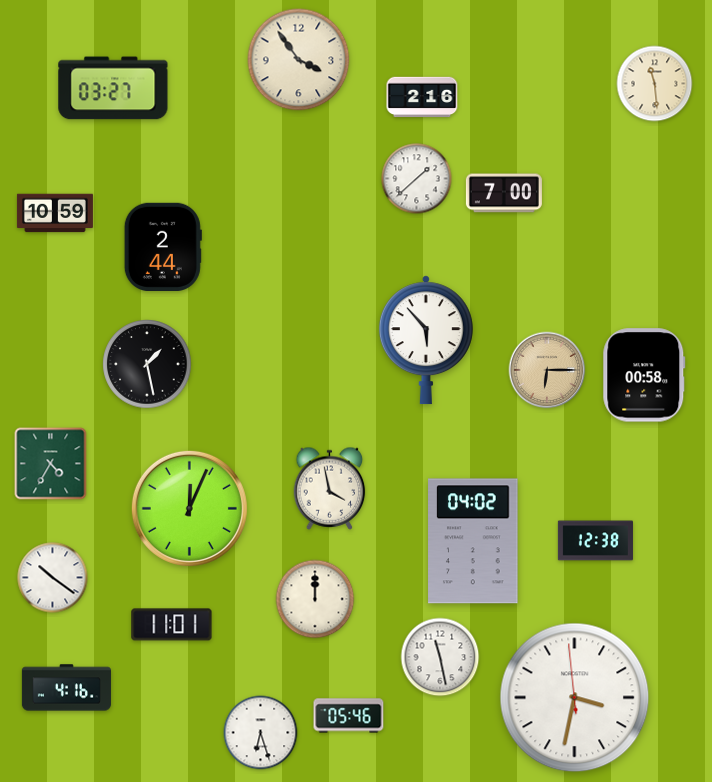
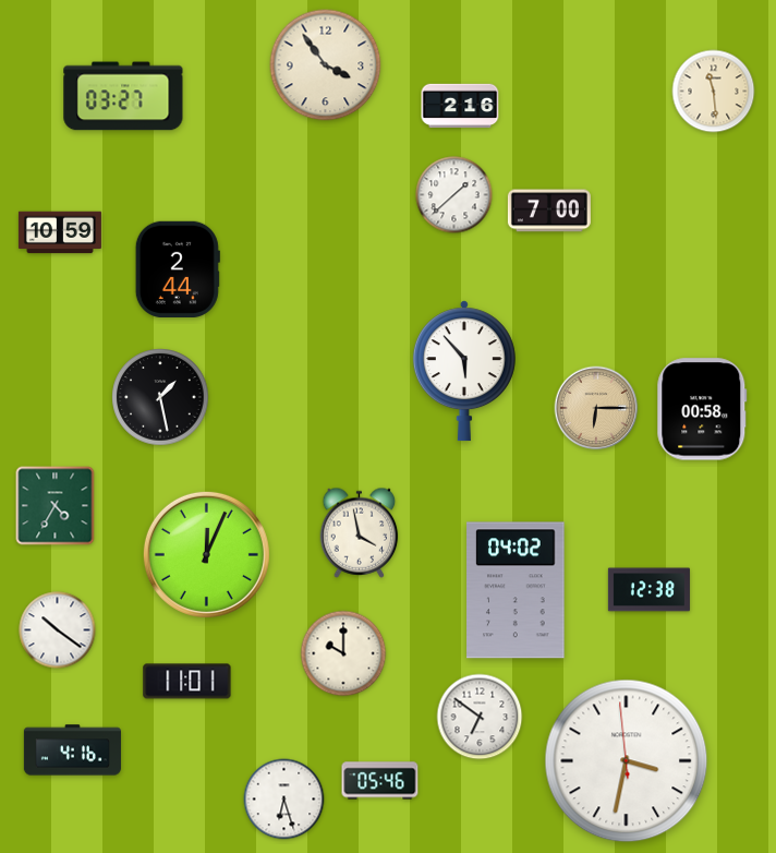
clock at (547, 370) position: (547, 370) -> (596, 408)
clock at (315, 599): 12:00 -> 10:00
clock at (440, 657): 11:28 -> 6:51
